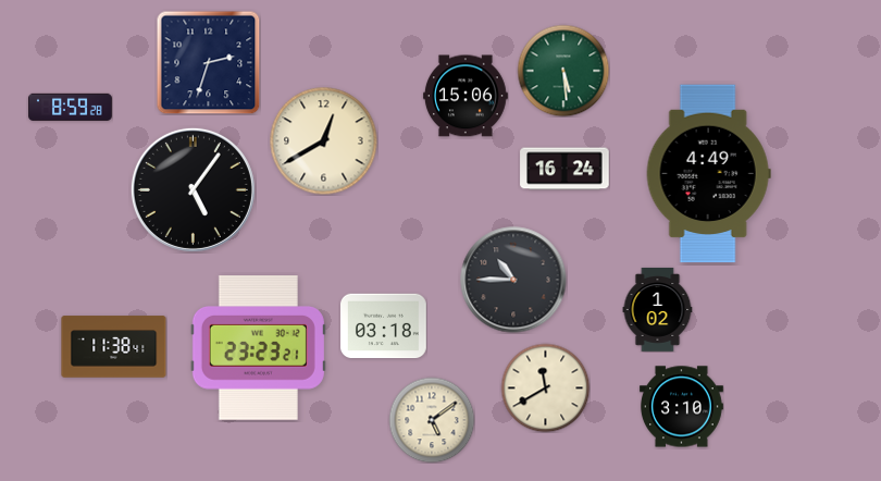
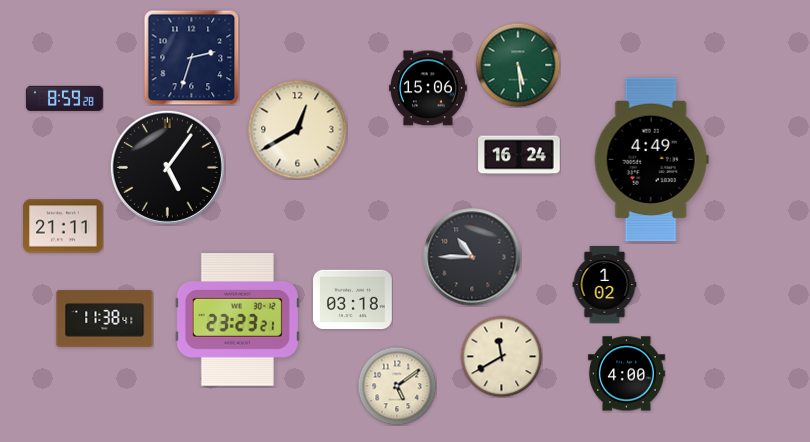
clock at (193, 189) position: (193, 189) -> (167, 167)
clock at (63, 226): none -> 21:11
clock at (681, 407): 3:10 -> 4:00
